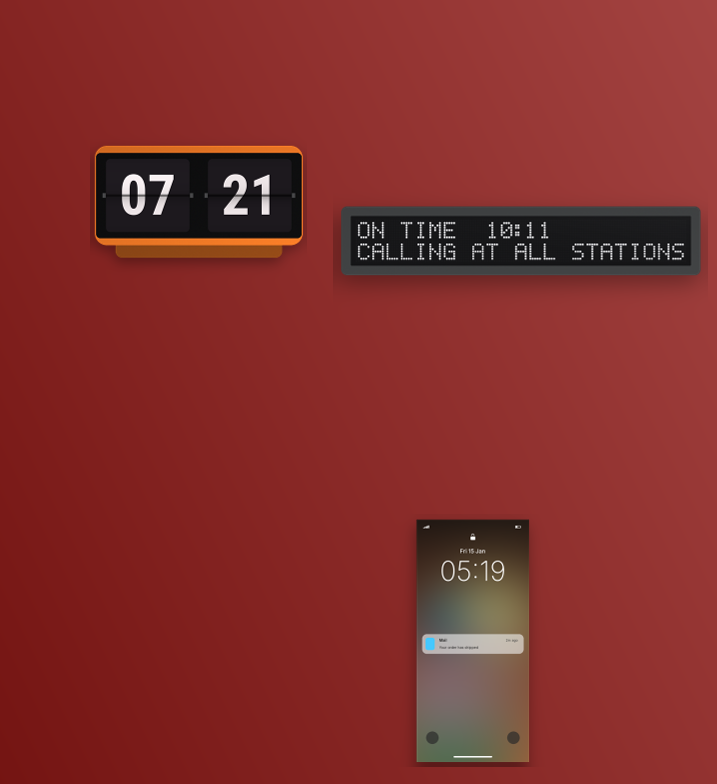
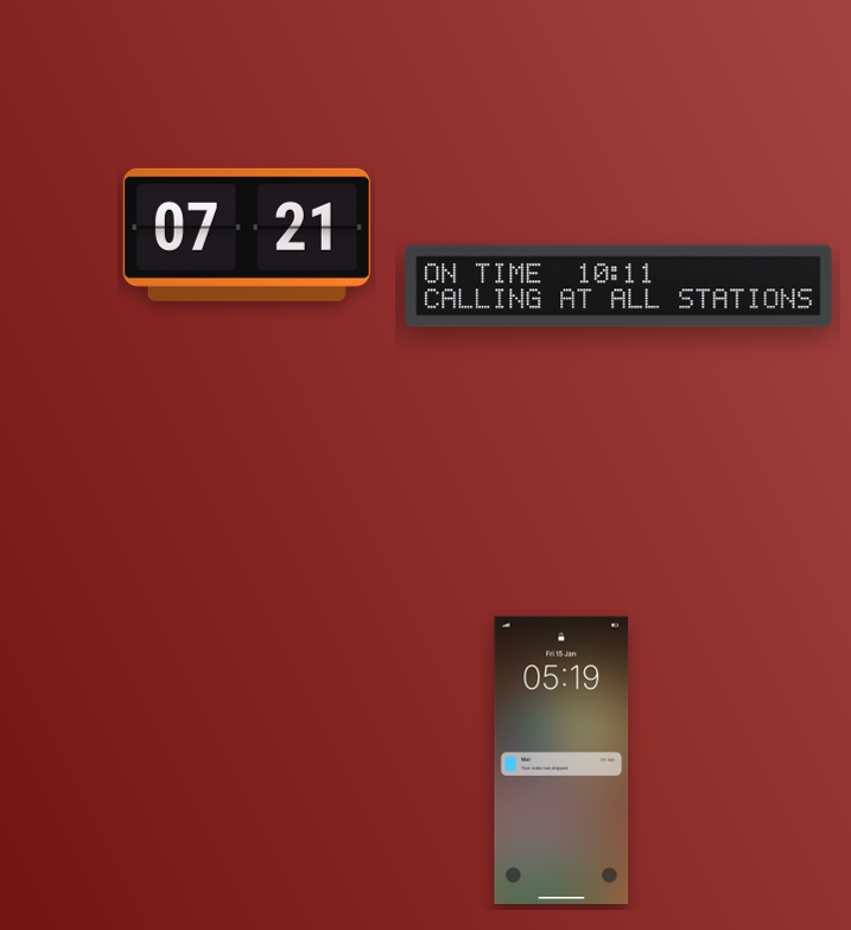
clock at (199, 202) position: (199, 202) -> (247, 235)
